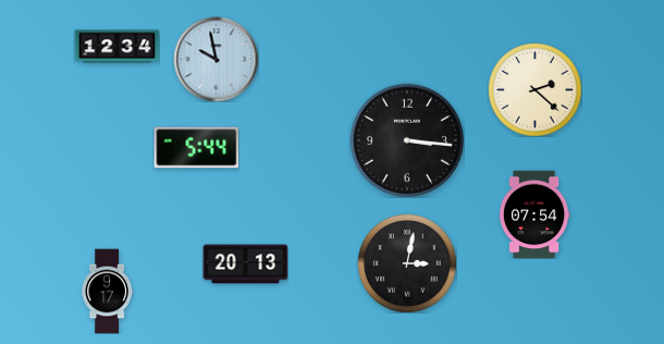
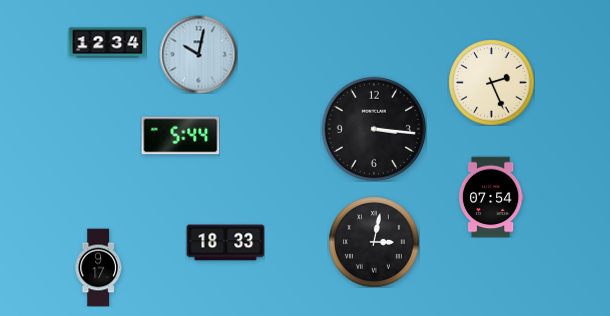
clock at (216, 59): 9:58 -> 10:02
clock at (534, 89): 2:22 -> 2:26
clock at (245, 265): 20:13 -> 18:33
